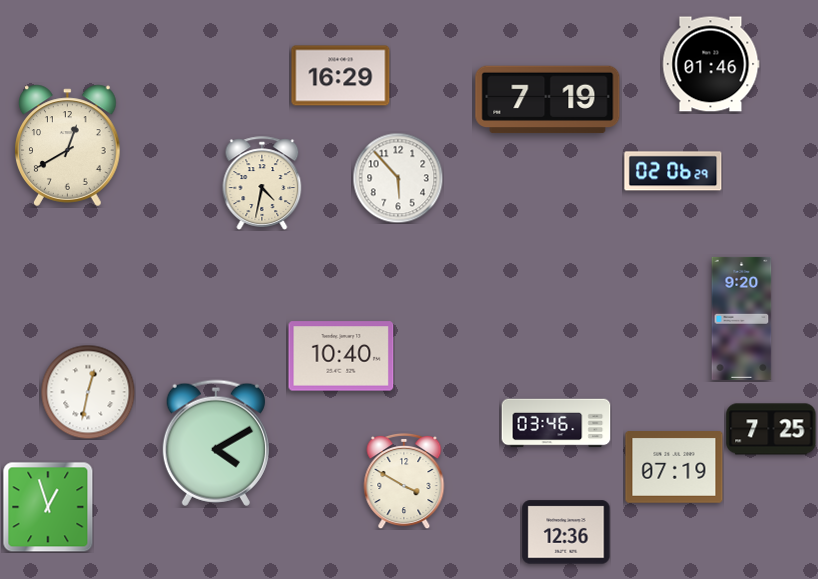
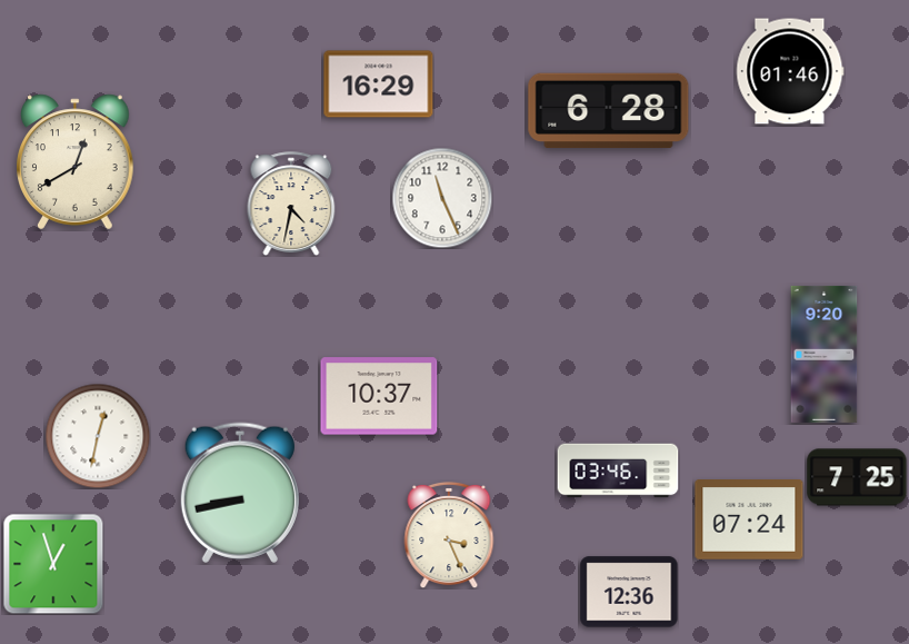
clock at (548, 100): 7:19 -> 6:28
clock at (673, 171): 02:06 -> none
clock at (398, 178): 5:53 -> 11:26
clock at (341, 356): 10:40 -> 10:37
clock at (216, 443): 4:10 -> 8:43
clock at (674, 468): 07:19 -> 07:24
clock at (404, 481): 3:50 -> 3:26
